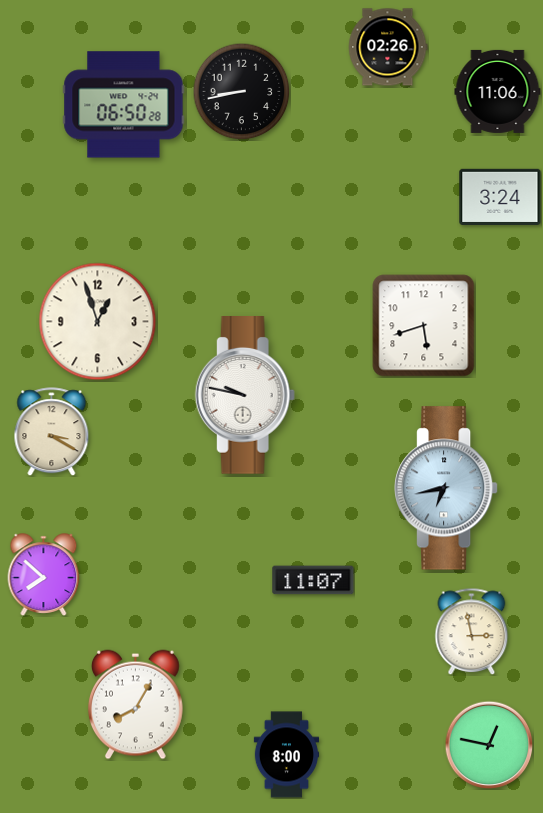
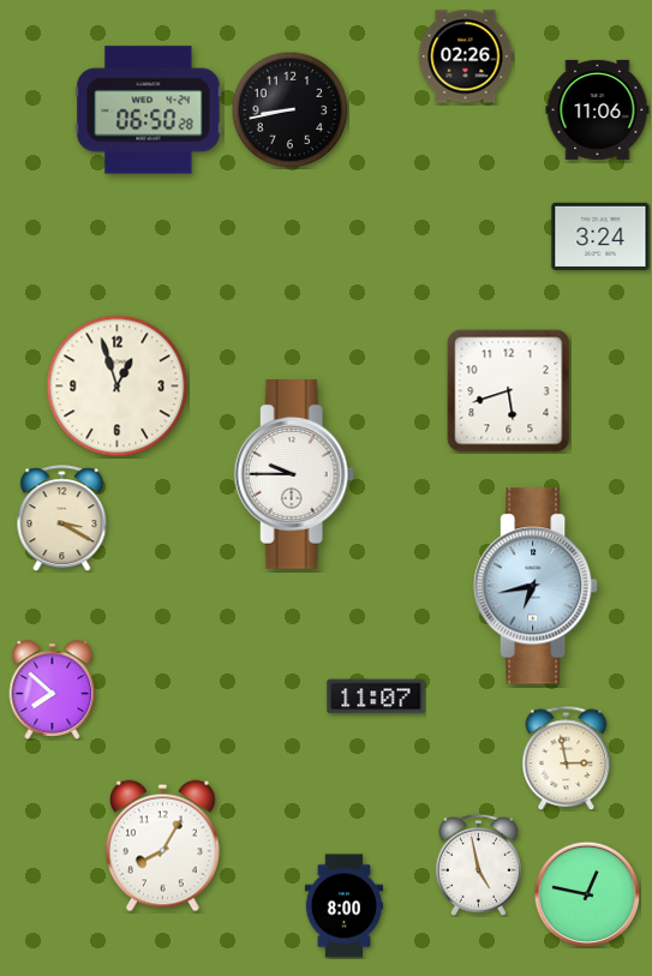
clock at (124, 105) position: (124, 105) -> (149, 110)
clock at (245, 395): 9:47 -> 9:45
clock at (478, 864): none -> 4:58
